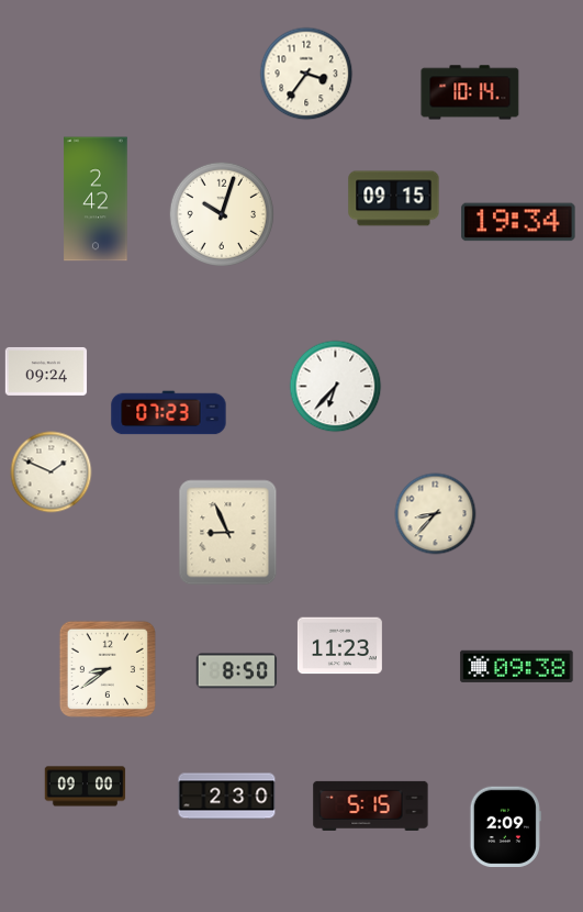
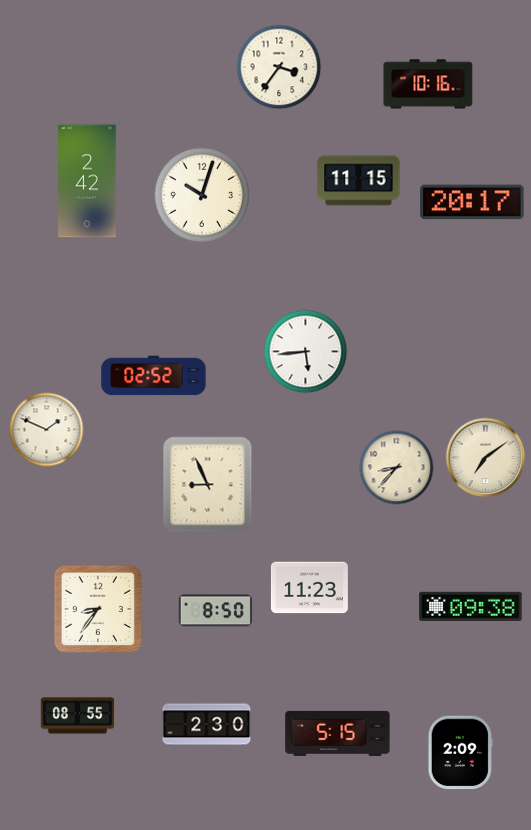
clock at (470, 92): 10:14 -> 10:16
clock at (394, 199): 09:15 -> 11:15
clock at (518, 222): 19:34 -> 20:17
clock at (46, 371): 09:24 -> none
clock at (336, 387): 6:37 -> 5:44
clock at (169, 413): 07:23 -> 02:52
clock at (486, 458): none -> 7:09
clock at (108, 669): 8:39 -> 8:36
clock at (86, 787): 09:00 -> 08:55
